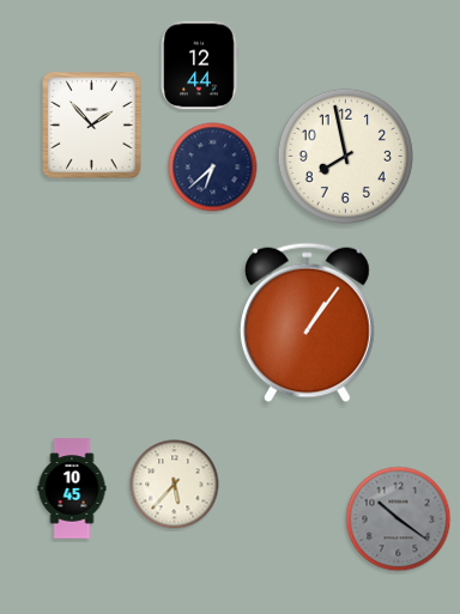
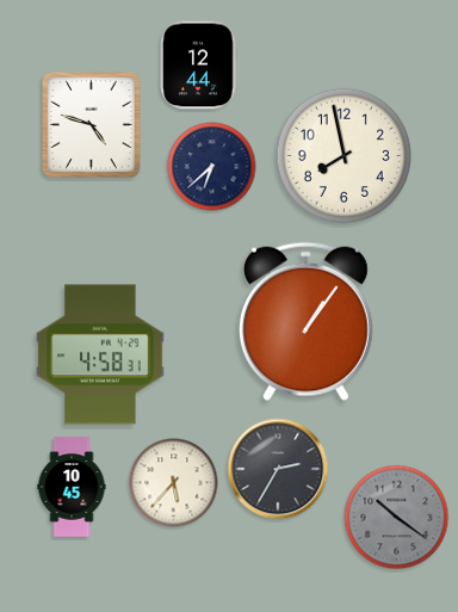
clock at (92, 126): 1:53 -> 4:48
clock at (100, 354): none -> 4:58
clock at (278, 469): none -> 2:35
